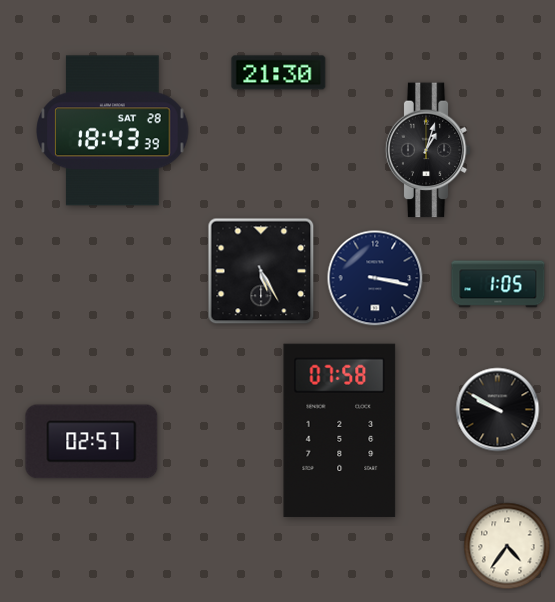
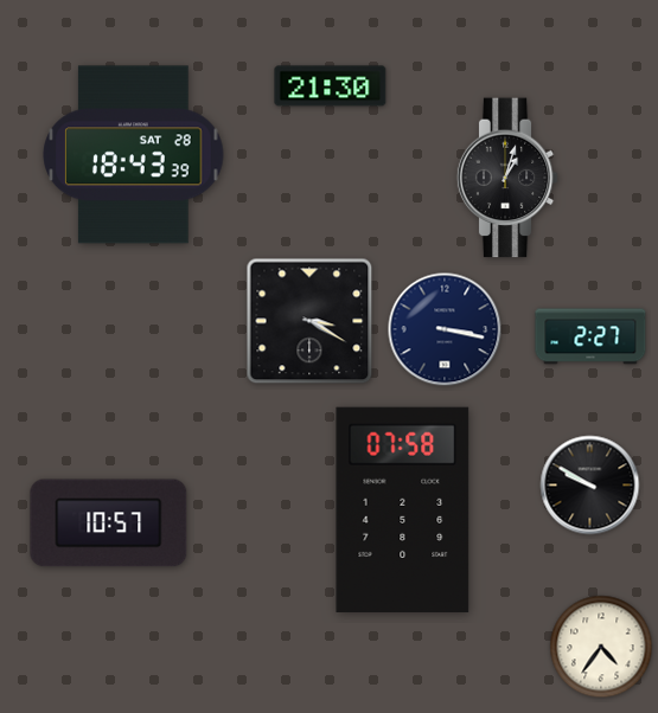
clock at (261, 271): 5:25 -> 3:20
clock at (498, 284): 1:05 -> 2:27
clock at (92, 442): 02:57 -> 10:57
